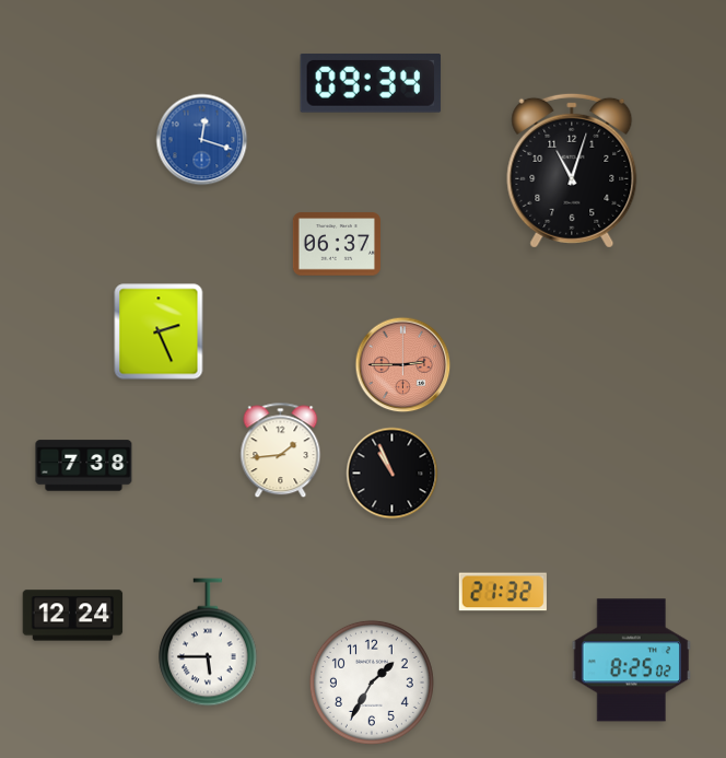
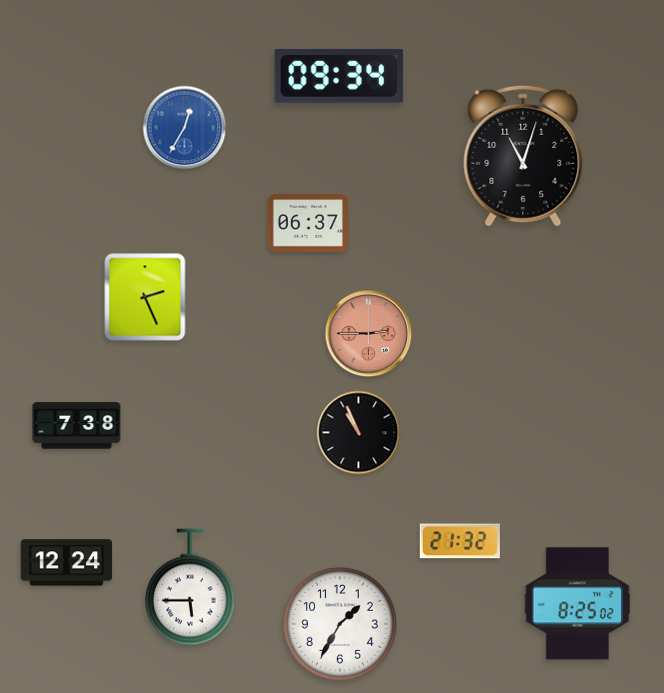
clock at (202, 140): 12:18 -> 12:35
clock at (159, 331) position: (159, 331) -> (145, 297)
clock at (281, 451): 1:44 -> none
